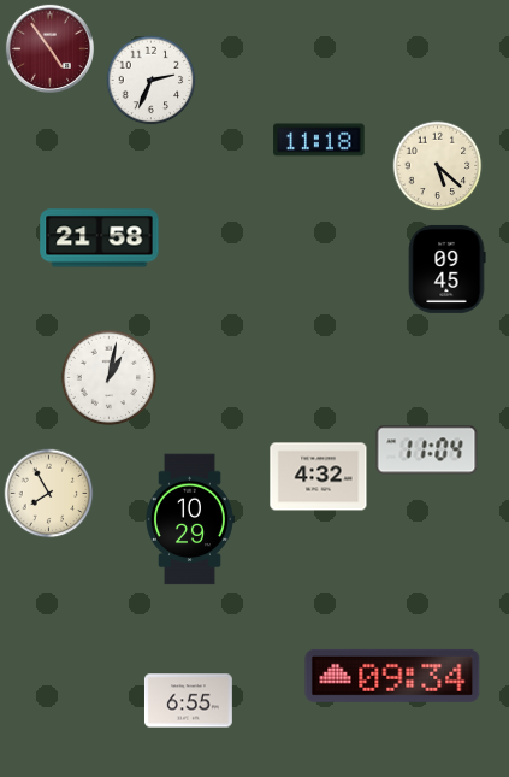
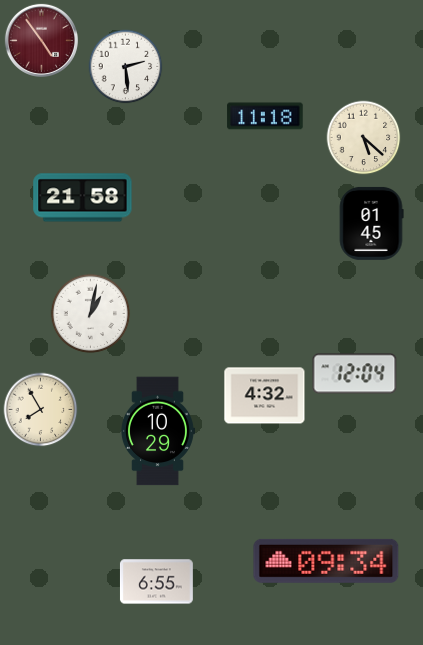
clock at (152, 81): 2:34 -> 2:29
clock at (446, 269): 09:45 -> 01:45
clock at (427, 451): 11:04 -> 12:04
